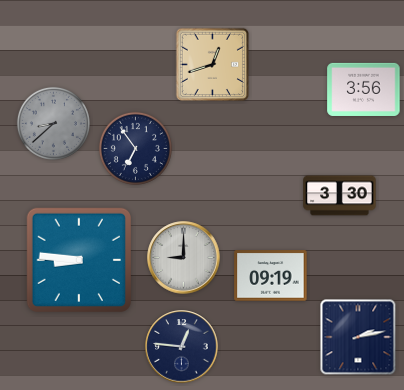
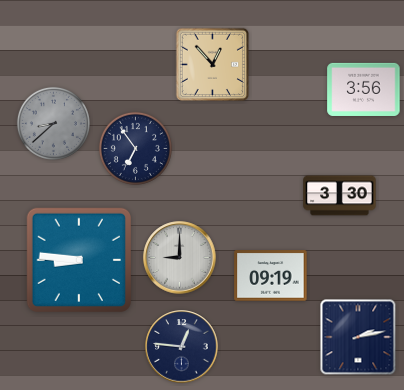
clock at (213, 65): 12:42 -> 12:53
clock at (184, 258) position: (184, 258) -> (180, 258)
